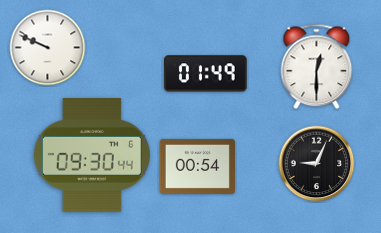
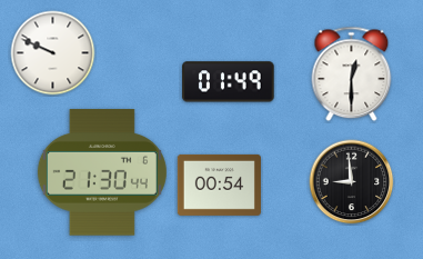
clock at (92, 155): 09:30 -> 21:30
clock at (317, 164): 9:04 -> 8:59
